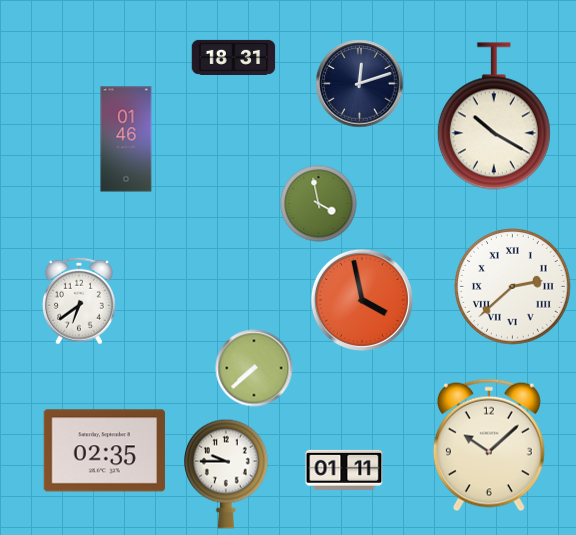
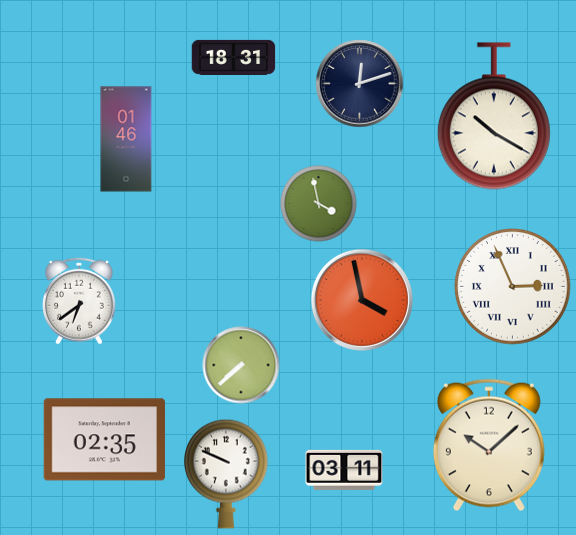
clock at (513, 287): 2:38 -> 2:56
clock at (254, 368) position: (254, 368) -> (241, 365)
clock at (104, 451) position: (104, 451) -> (104, 440)
clock at (344, 470): 01:11 -> 03:11
clock at (227, 474): 9:45 -> 9:49
